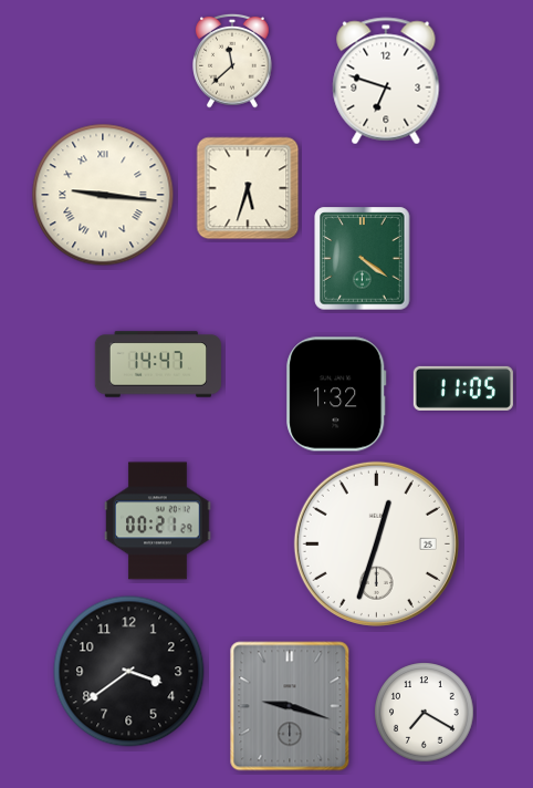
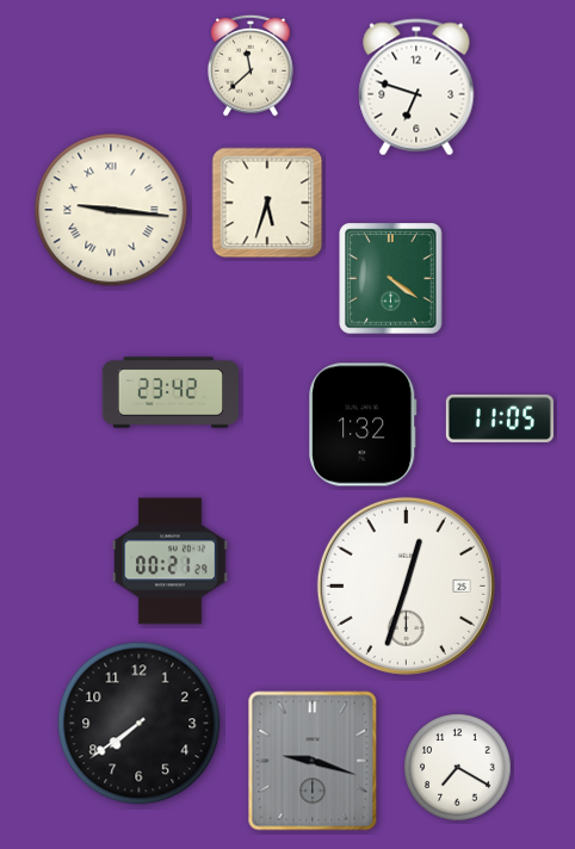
clock at (157, 364): 14:47 -> 23:42
clock at (129, 672): 3:39 -> 7:39
